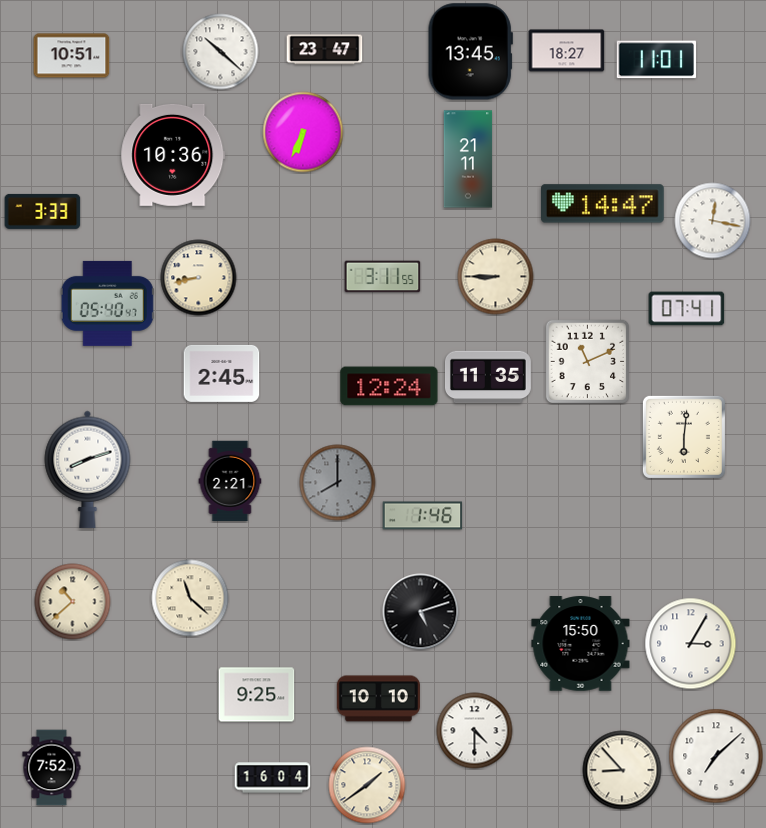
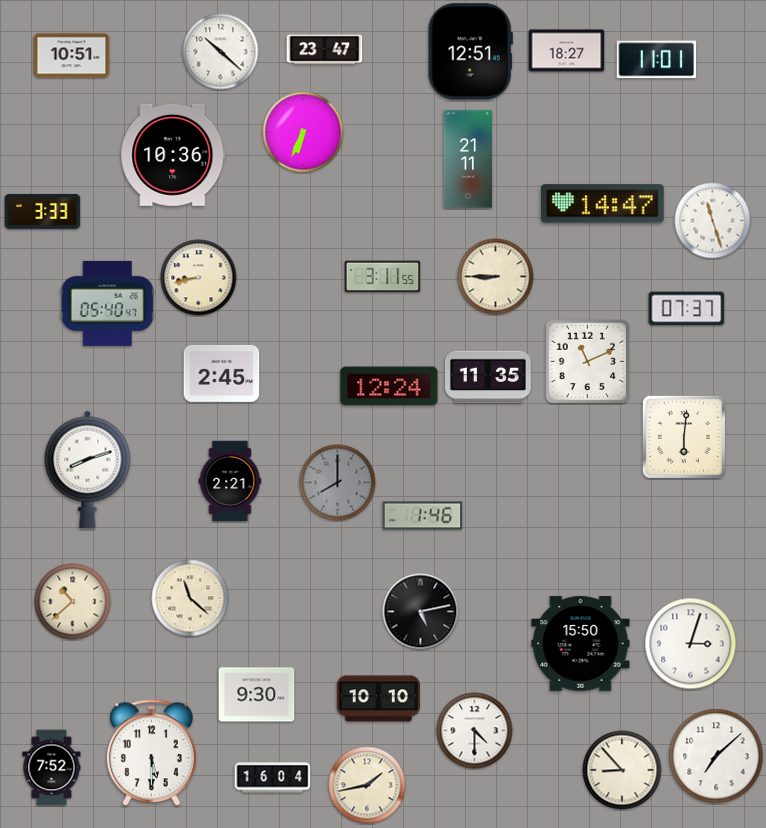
clock at (470, 52): 13:45 -> 12:51
clock at (713, 221): 12:17 -> 11:27
clock at (687, 309): 07:41 -> 07:37
clock at (421, 612): 5:12 -> 5:13
clock at (691, 644): 3:05 -> 3:03
clock at (257, 695): 9:25 -> 9:30
clock at (152, 753): none -> 5:30
clock at (367, 785): 1:39 -> 1:43
